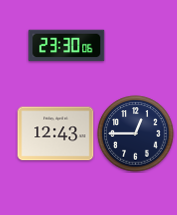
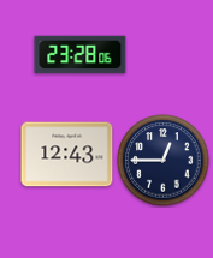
clock at (67, 46): 23:30 -> 23:28
clock at (56, 134) position: (56, 134) -> (67, 155)
